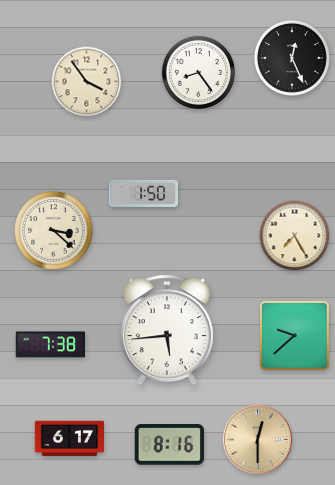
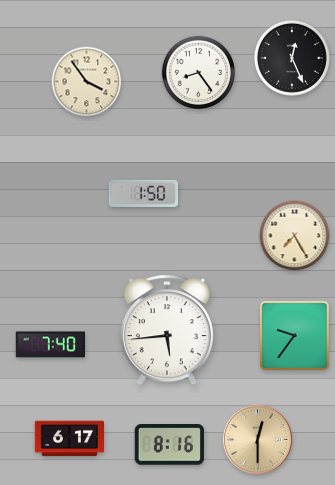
clock at (54, 231): 3:22 -> none
clock at (295, 336): 9:38 -> 9:36
clock at (50, 345): 7:38 -> 7:40
